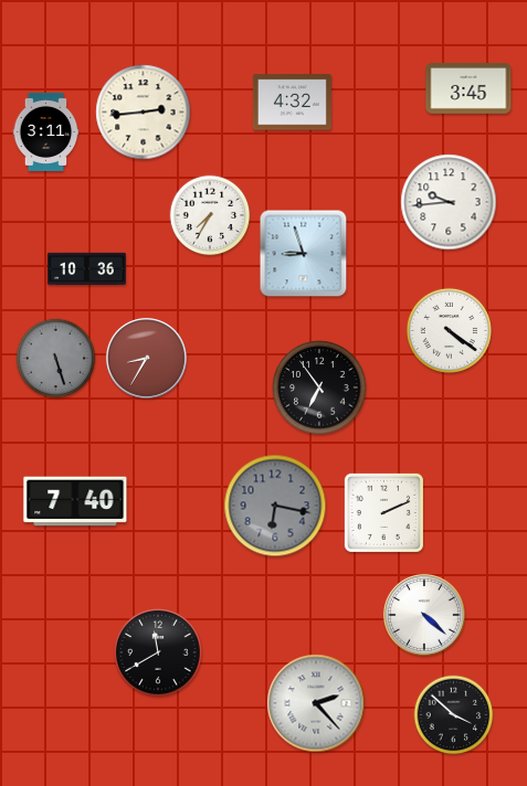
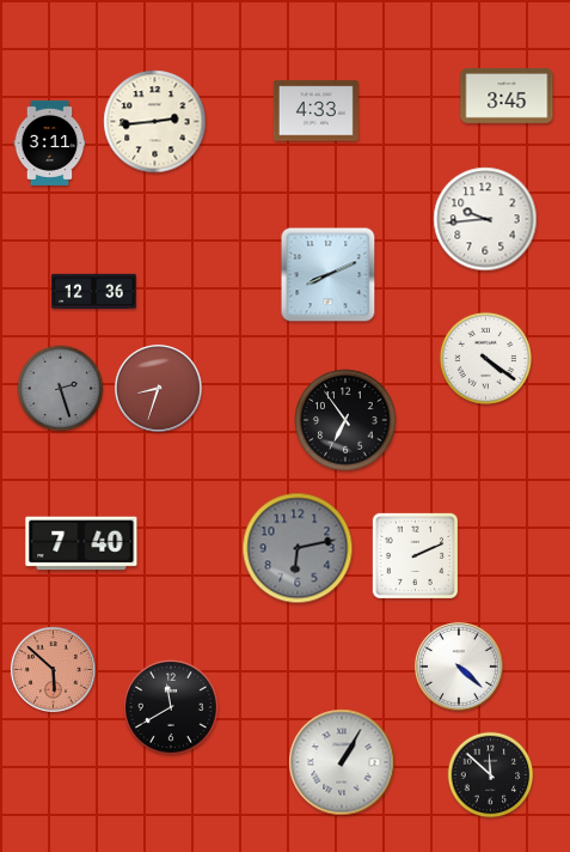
clock at (292, 103): 4:32 -> 4:33
clock at (210, 215): 7:35 -> none
clock at (304, 254): 8:57 -> 8:11
clock at (86, 268): 10:36 -> 12:36
clock at (146, 358): 8:35 -> 8:33
clock at (56, 359): 5:27 -> 2:27
clock at (275, 506): 6:17 -> 6:13
clock at (53, 669): none -> 5:52
clock at (316, 703): 2:23 -> 1:05
clock at (454, 715): 3:52 -> 11:52
